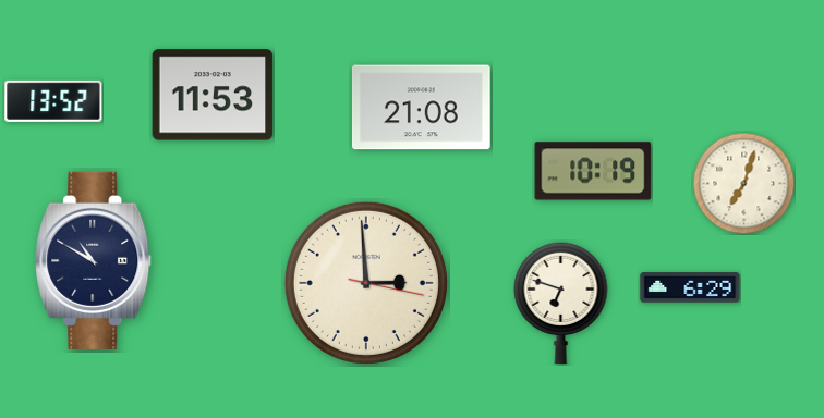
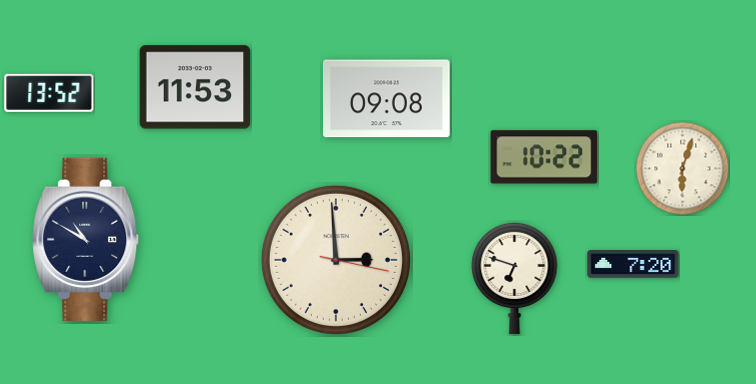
clock at (422, 108): 21:08 -> 09:08
clock at (593, 171): 10:19 -> 10:22
clock at (743, 183): 7:03 -> 6:03
clock at (690, 287): 6:29 -> 7:20
